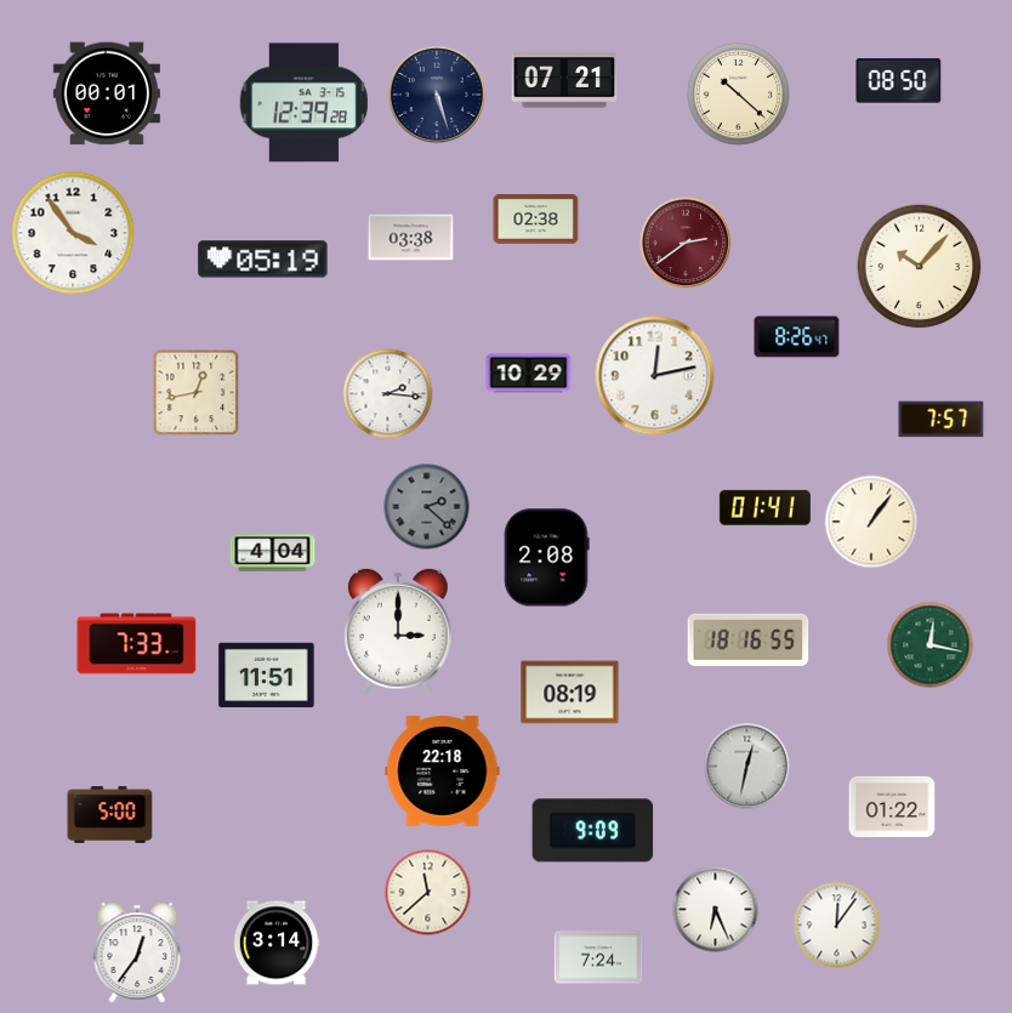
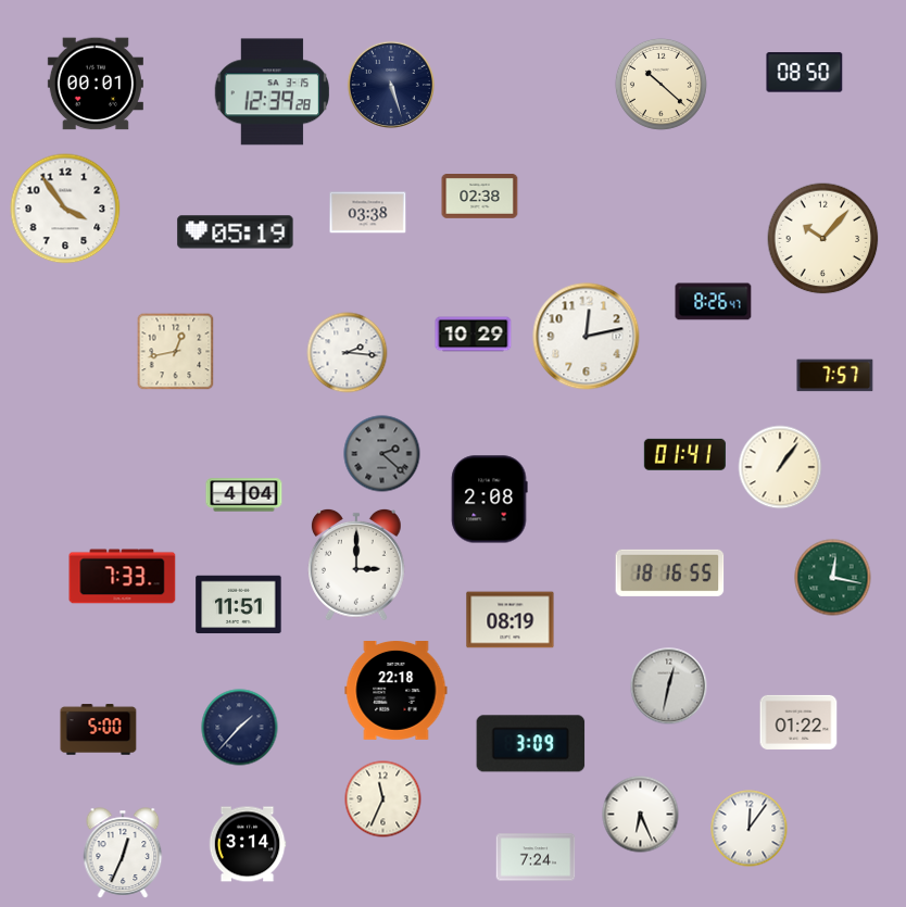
clock at (564, 80): 07:21 -> none
clock at (686, 243): 2:39 -> none
clock at (942, 420) position: (942, 420) -> (835, 376)
clock at (240, 728): none -> 1:37
clock at (593, 831): 9:09 -> 3:09
clock at (428, 893): 11:38 -> 11:34
clock at (137, 952): 12:36 -> 12:34
